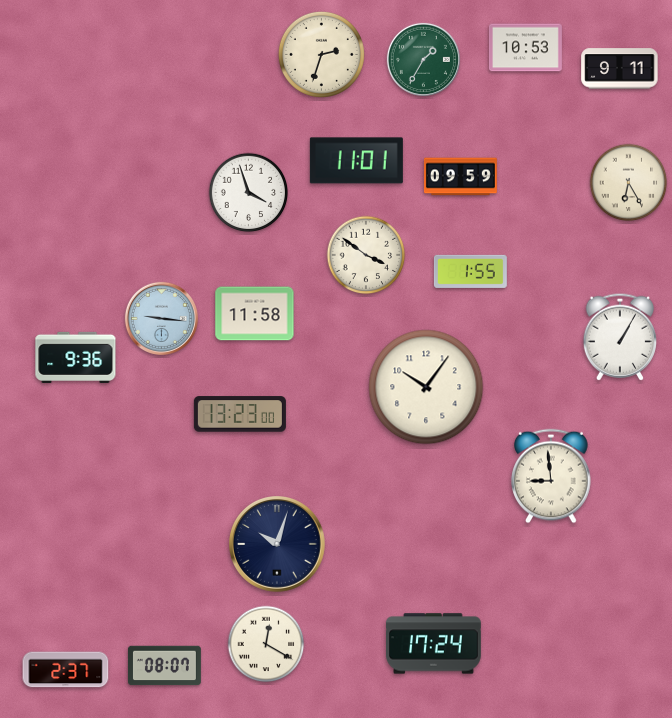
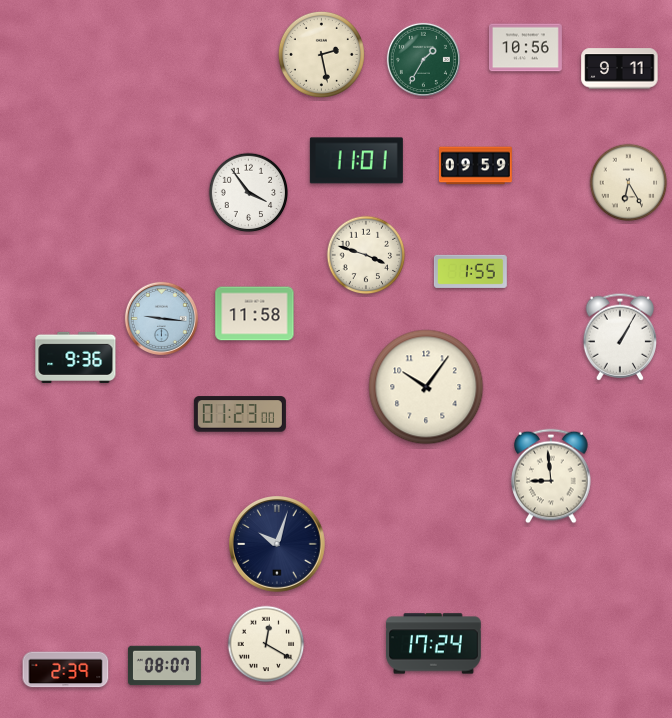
clock at (525, 48): 10:53 -> 10:56
clock at (321, 54): 2:33 -> 2:28
clock at (460, 177) position: (460, 177) -> (475, 166)
clock at (249, 193): 3:57 -> 3:54
clock at (366, 255): 3:51 -> 3:48
clock at (240, 414): 13:23 -> 01:23
clock at (66, 670): 2:37 -> 2:39
